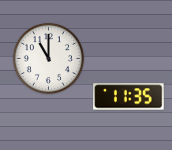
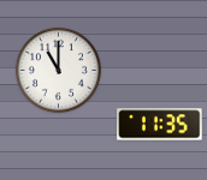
clock at (129, 97) position: (129, 97) -> (160, 125)
